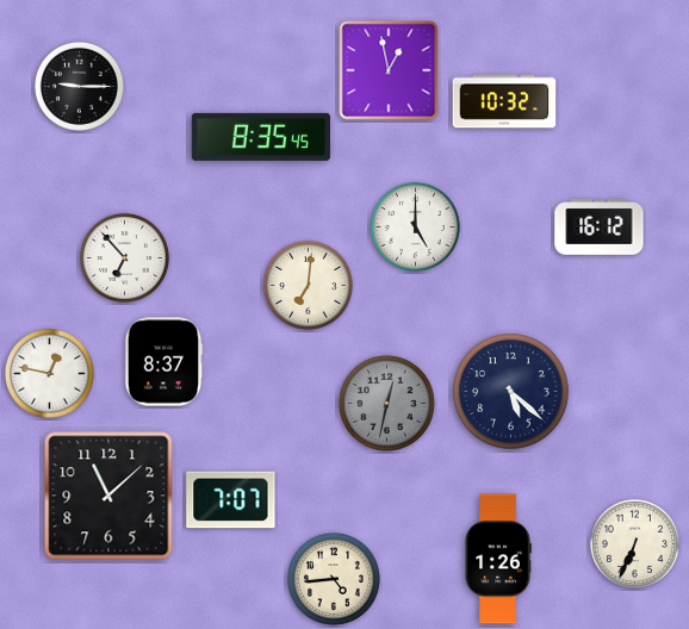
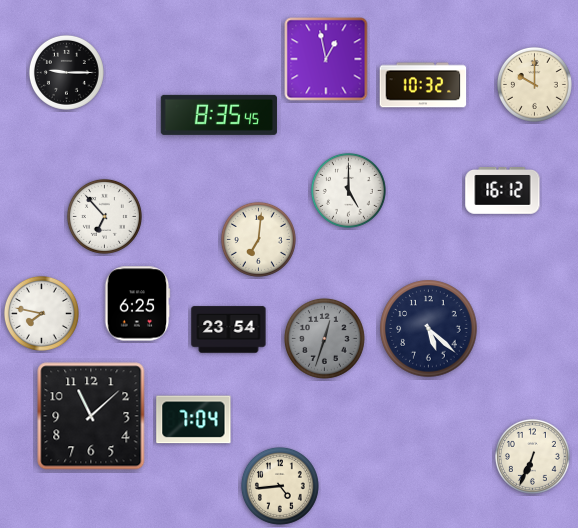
clock at (534, 84): none -> 10:00
clock at (163, 362): 8:37 -> 6:25
clock at (49, 373): 12:47 -> 7:47
clock at (229, 330): none -> 23:54
clock at (386, 403): 12:32 -> 12:33
clock at (231, 500): 7:07 -> 7:04
clock at (498, 559): 1:26 -> none
